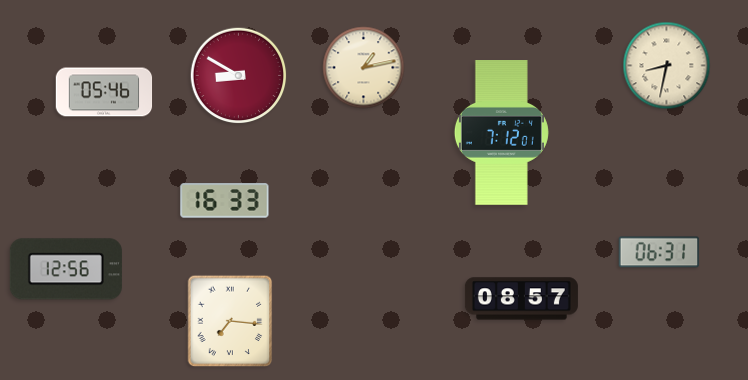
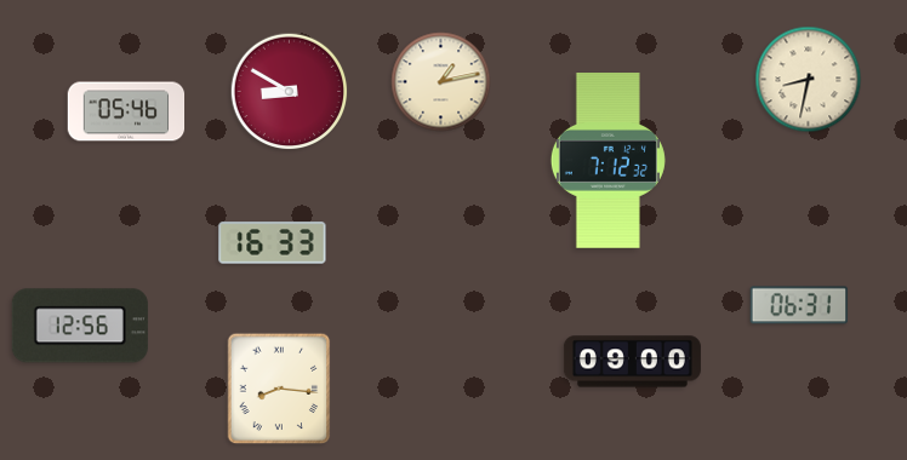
clock at (501, 133): 7:12:01 -> 7:12:32
clock at (521, 299): 08:57 -> 09:00
clock at (230, 321): 7:16 -> 8:16
